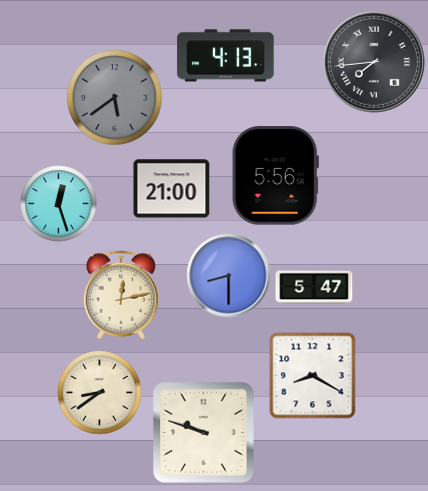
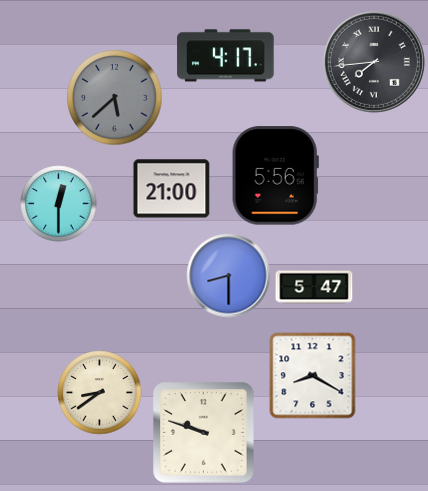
clock at (226, 56): 4:13 -> 4:17
clock at (115, 98): 5:39 -> 5:38
clock at (59, 204): 12:27 -> 12:30
clock at (121, 295): 12:13 -> none
